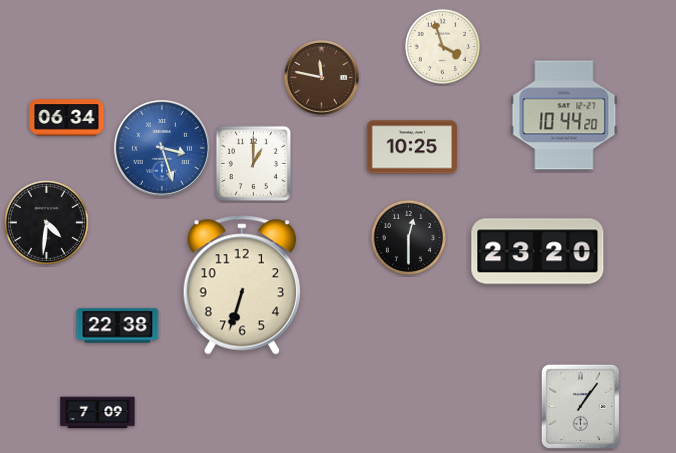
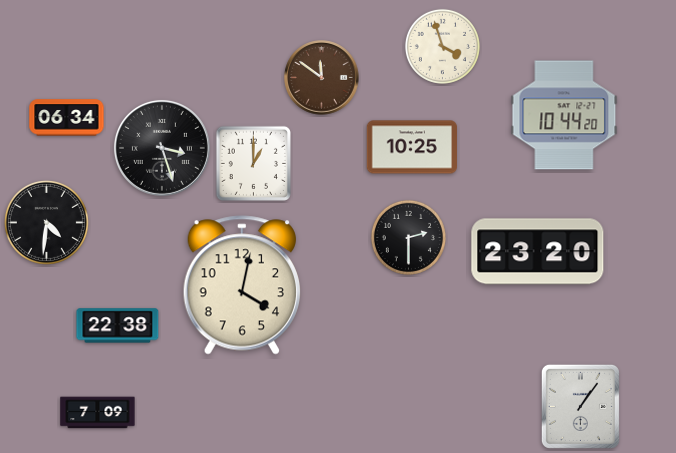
clock at (322, 78): 11:47 -> 11:51
clock at (162, 148) dial: blue -> black
clock at (408, 237): 12:30 -> 2:30
clock at (241, 285): 6:33 -> 4:02
